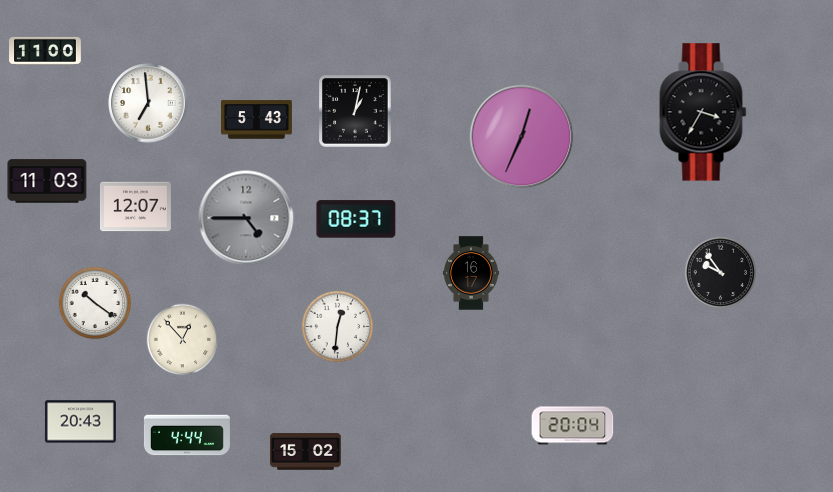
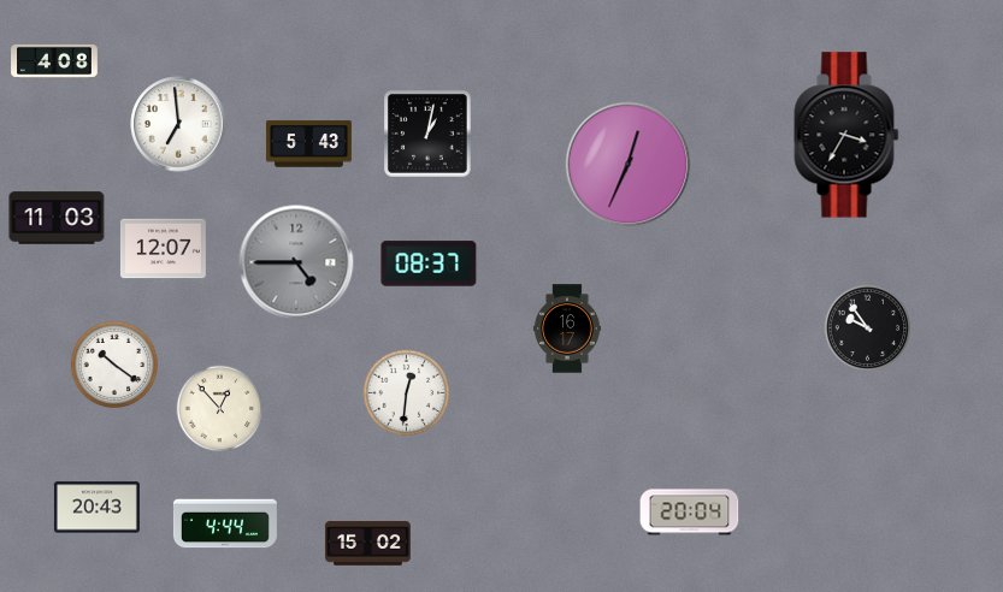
clock at (45, 51): 11:00 -> 4:08
